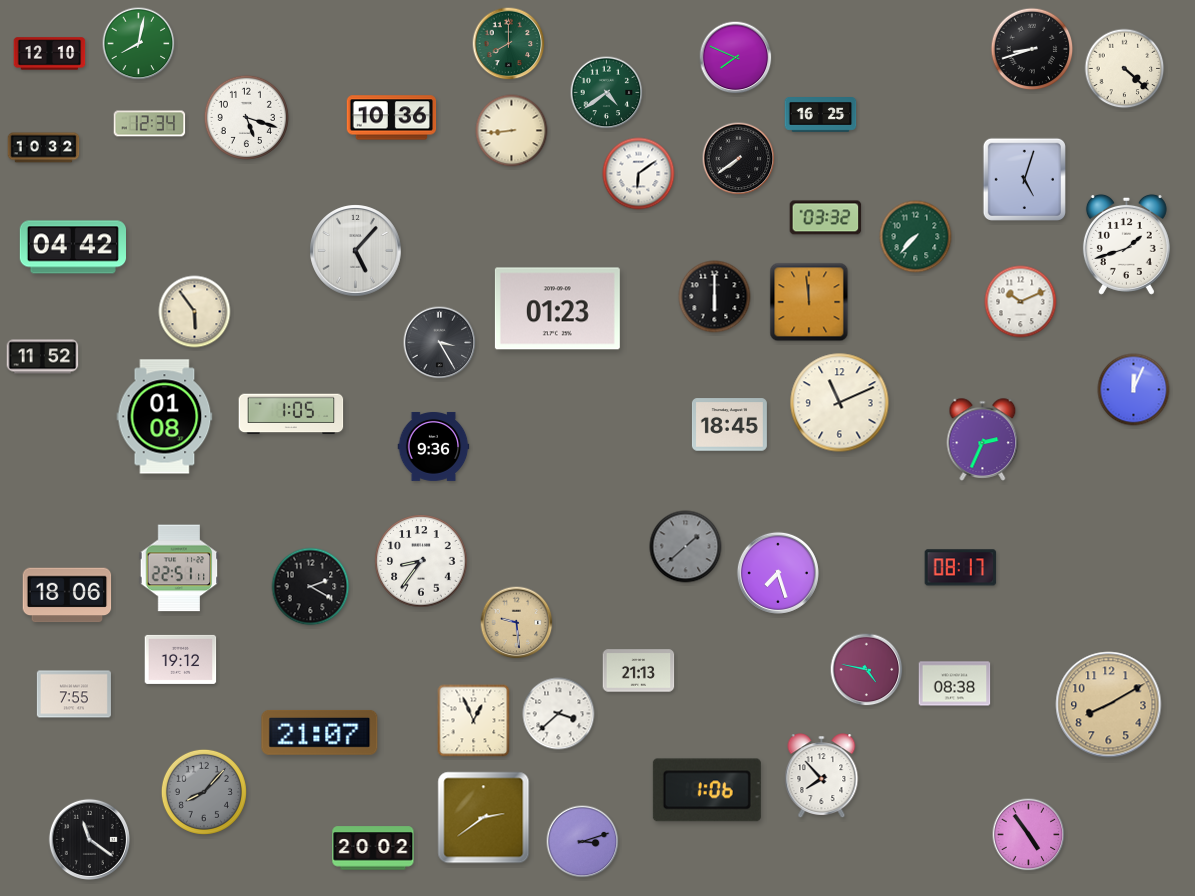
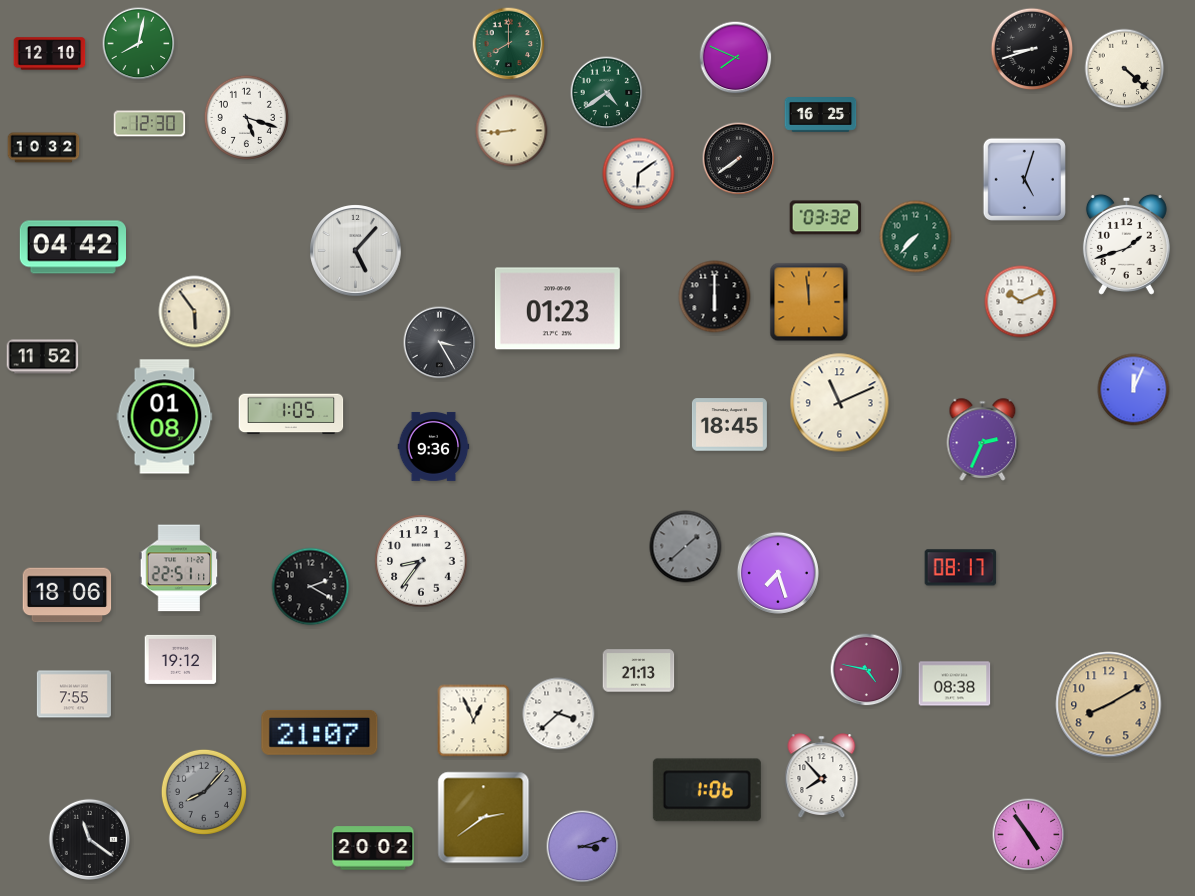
clock at (392, 118): 10:36 -> none
clock at (150, 124): 12:34 -> 12:30
clock at (517, 623): 9:29 -> none
clock at (583, 842) position: (583, 842) -> (583, 847)
